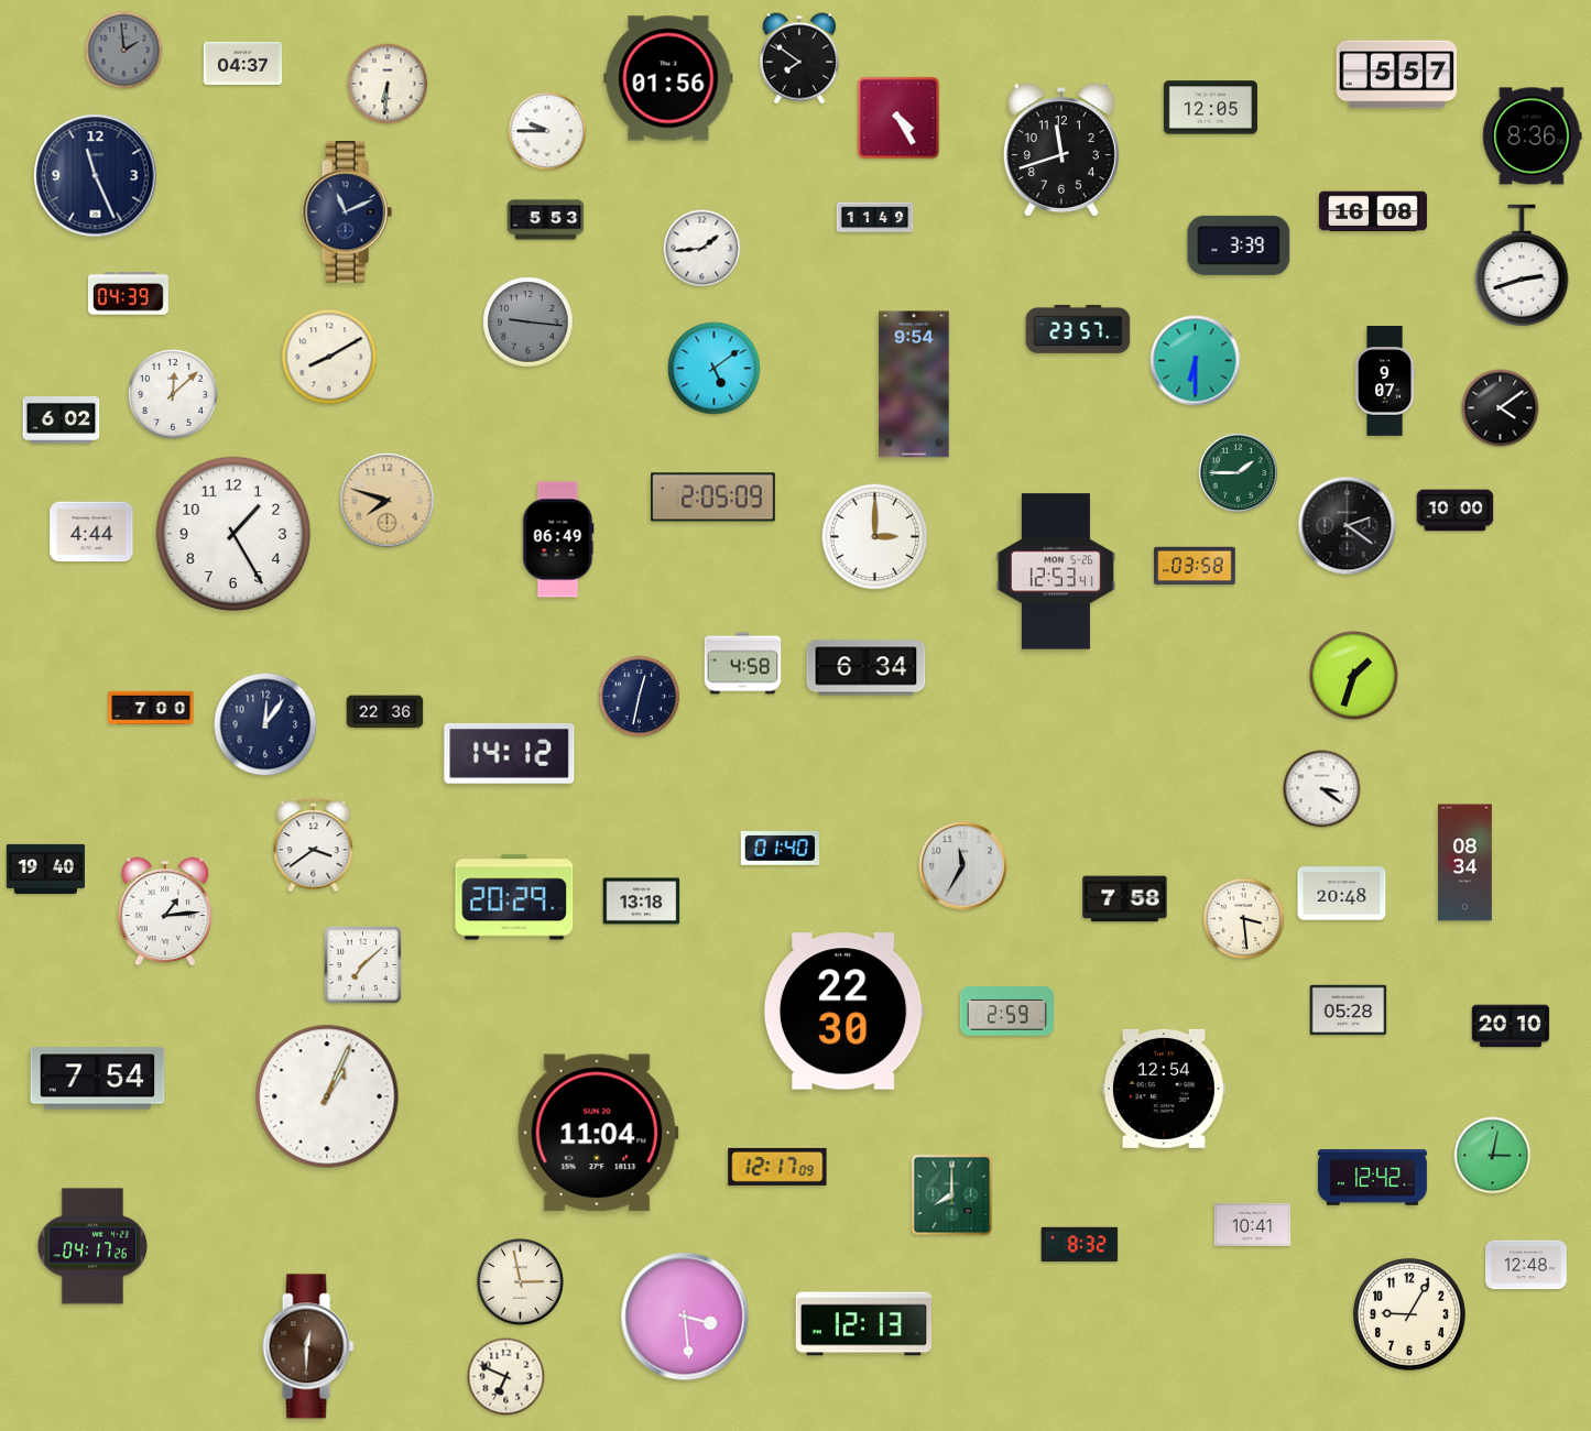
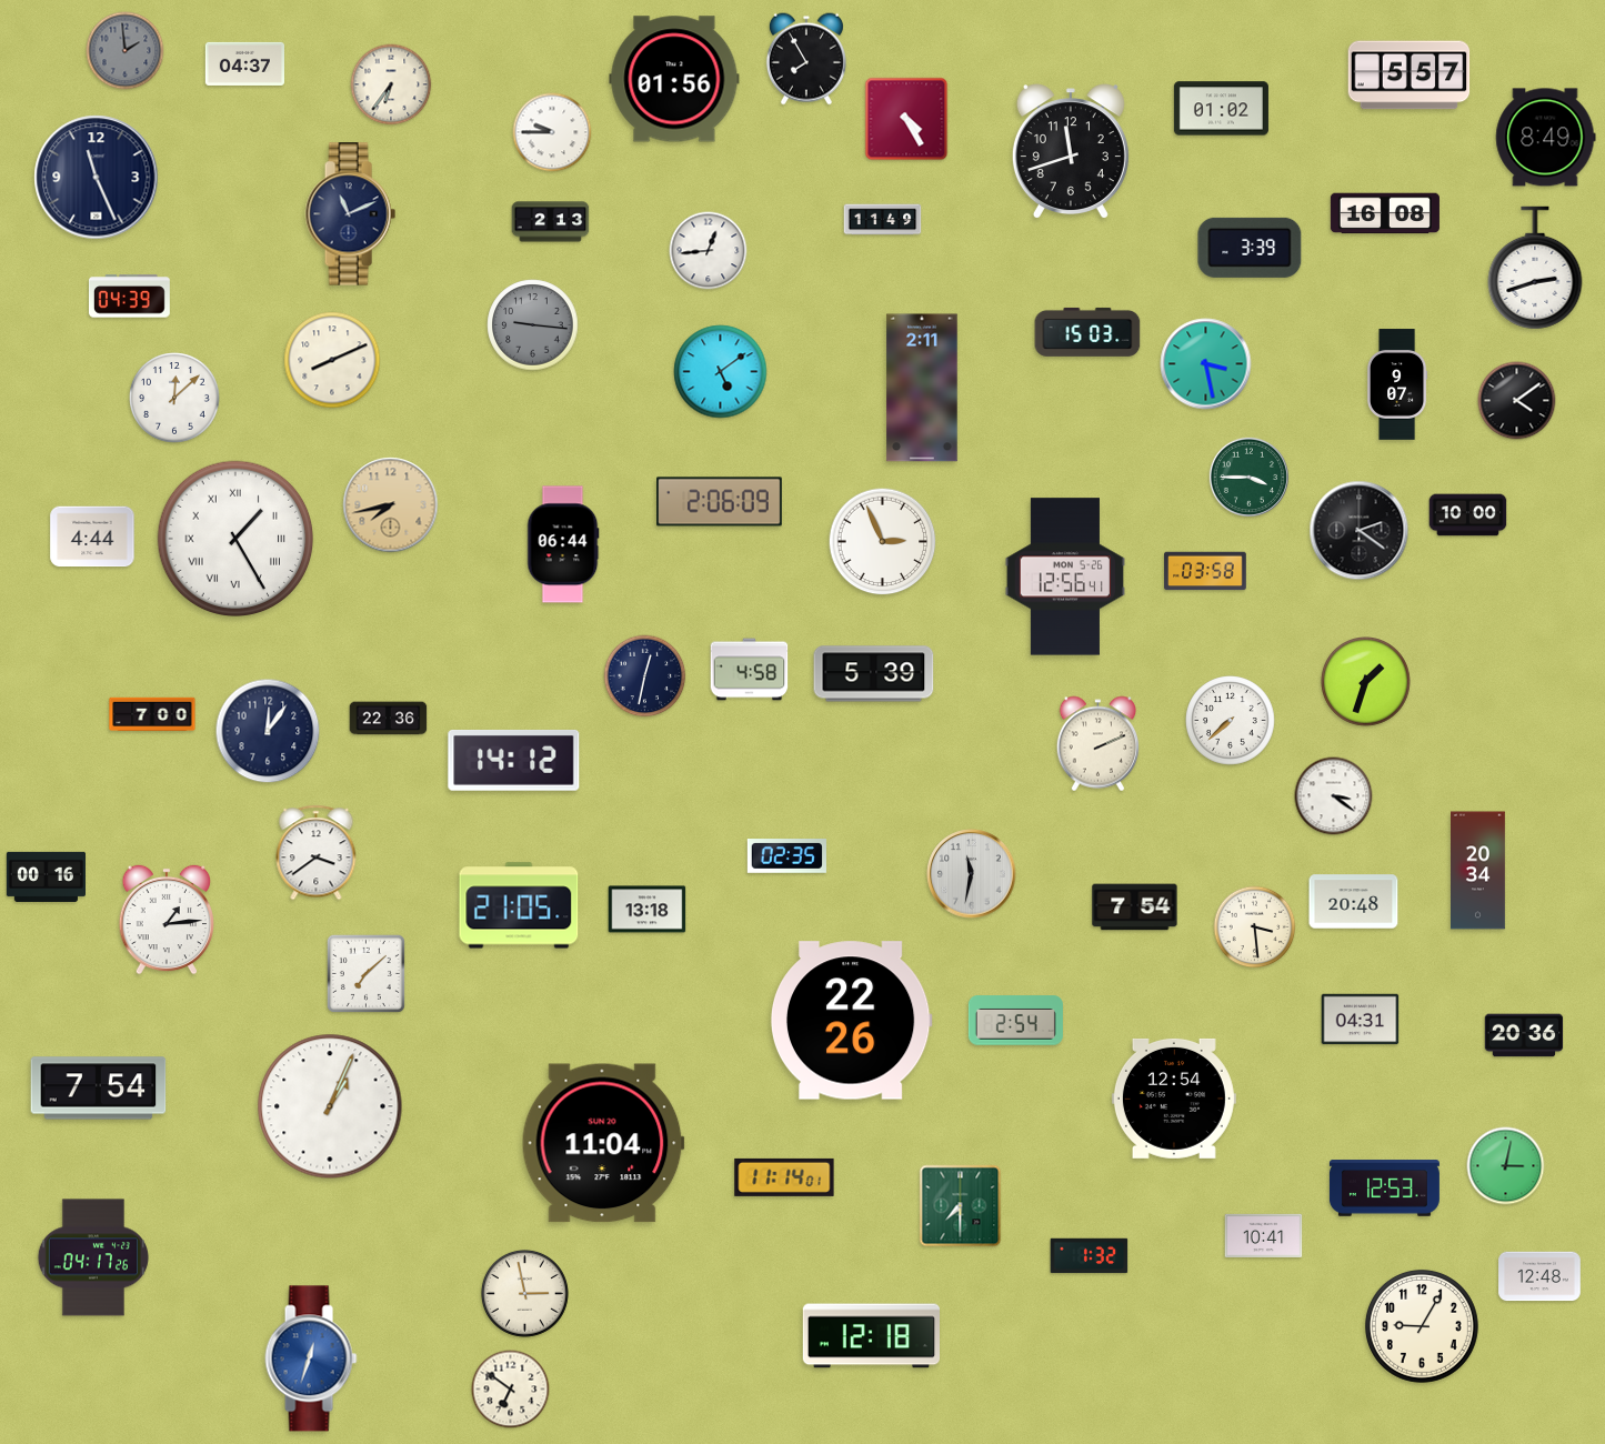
clock at (799, 58): 7:51 -> 7:55
clock at (388, 84): 6:31 -> 6:36
clock at (1210, 108): 12:05 -> 01:02
clock at (1533, 136): 8:36 -> 8:49
clock at (546, 220): 5:53 -> 2:13
clock at (702, 249): 1:44 -> 12:44
clock at (1078, 329): 23:57 -> 15:03
clock at (329, 357): 8:10 -> 8:11
clock at (1196, 361): 6:30 -> 3:28
clock at (914, 384): 9:54 -> 2:11
clock at (1501, 408) position: (1501, 408) -> (1517, 401)
clock at (62, 420): 6:02 -> none
clock at (1238, 472): 1:45 -> 3:45
clock at (713, 498): 2:05 -> 2:06
clock at (388, 501): 7:48 -> 7:43
clock at (233, 534) numerals: Arabic -> Roman
clock at (875, 537): 3:00 -> 2:56
clock at (558, 539): 06:49 -> 06:44
clock at (1056, 571): 12:53 -> 12:56
clock at (867, 668): 6:34 -> 5:39
clock at (640, 697) position: (640, 697) -> (645, 676)
clock at (1231, 721): none -> 7:38
clock at (1097, 744): none -> 2:11
clock at (780, 849): 01:40 -> 02:35
clock at (1465, 863): 08:34 -> 20:34
clock at (963, 866): 11:35 -> 11:32
clock at (45, 869): 19:40 -> 00:16
clock at (514, 897): 20:29 -> 21:05
clock at (1125, 899): 7:58 -> 7:54
clock at (1349, 1011): 05:28 -> 04:31
clock at (843, 1012): 22:30 -> 22:26
clock at (1006, 1012): 2:59 -> 2:54
clock at (1511, 1026): 20:10 -> 20:36
clock at (777, 1167): 12:17 -> 11:14
clock at (1372, 1178): 12:42 -> 12:53
clock at (952, 1195): 8:00 -> 7:30
clock at (1080, 1245): 8:32 -> 1:32
clock at (685, 1317): 3:29 -> none
clock at (863, 1324): 12:13 -> 12:18
clock at (308, 1346): 12:30 -> 12:33
clock at (308, 1346) dial: brown -> blue
clock at (506, 1377): 6:49 -> 6:51
